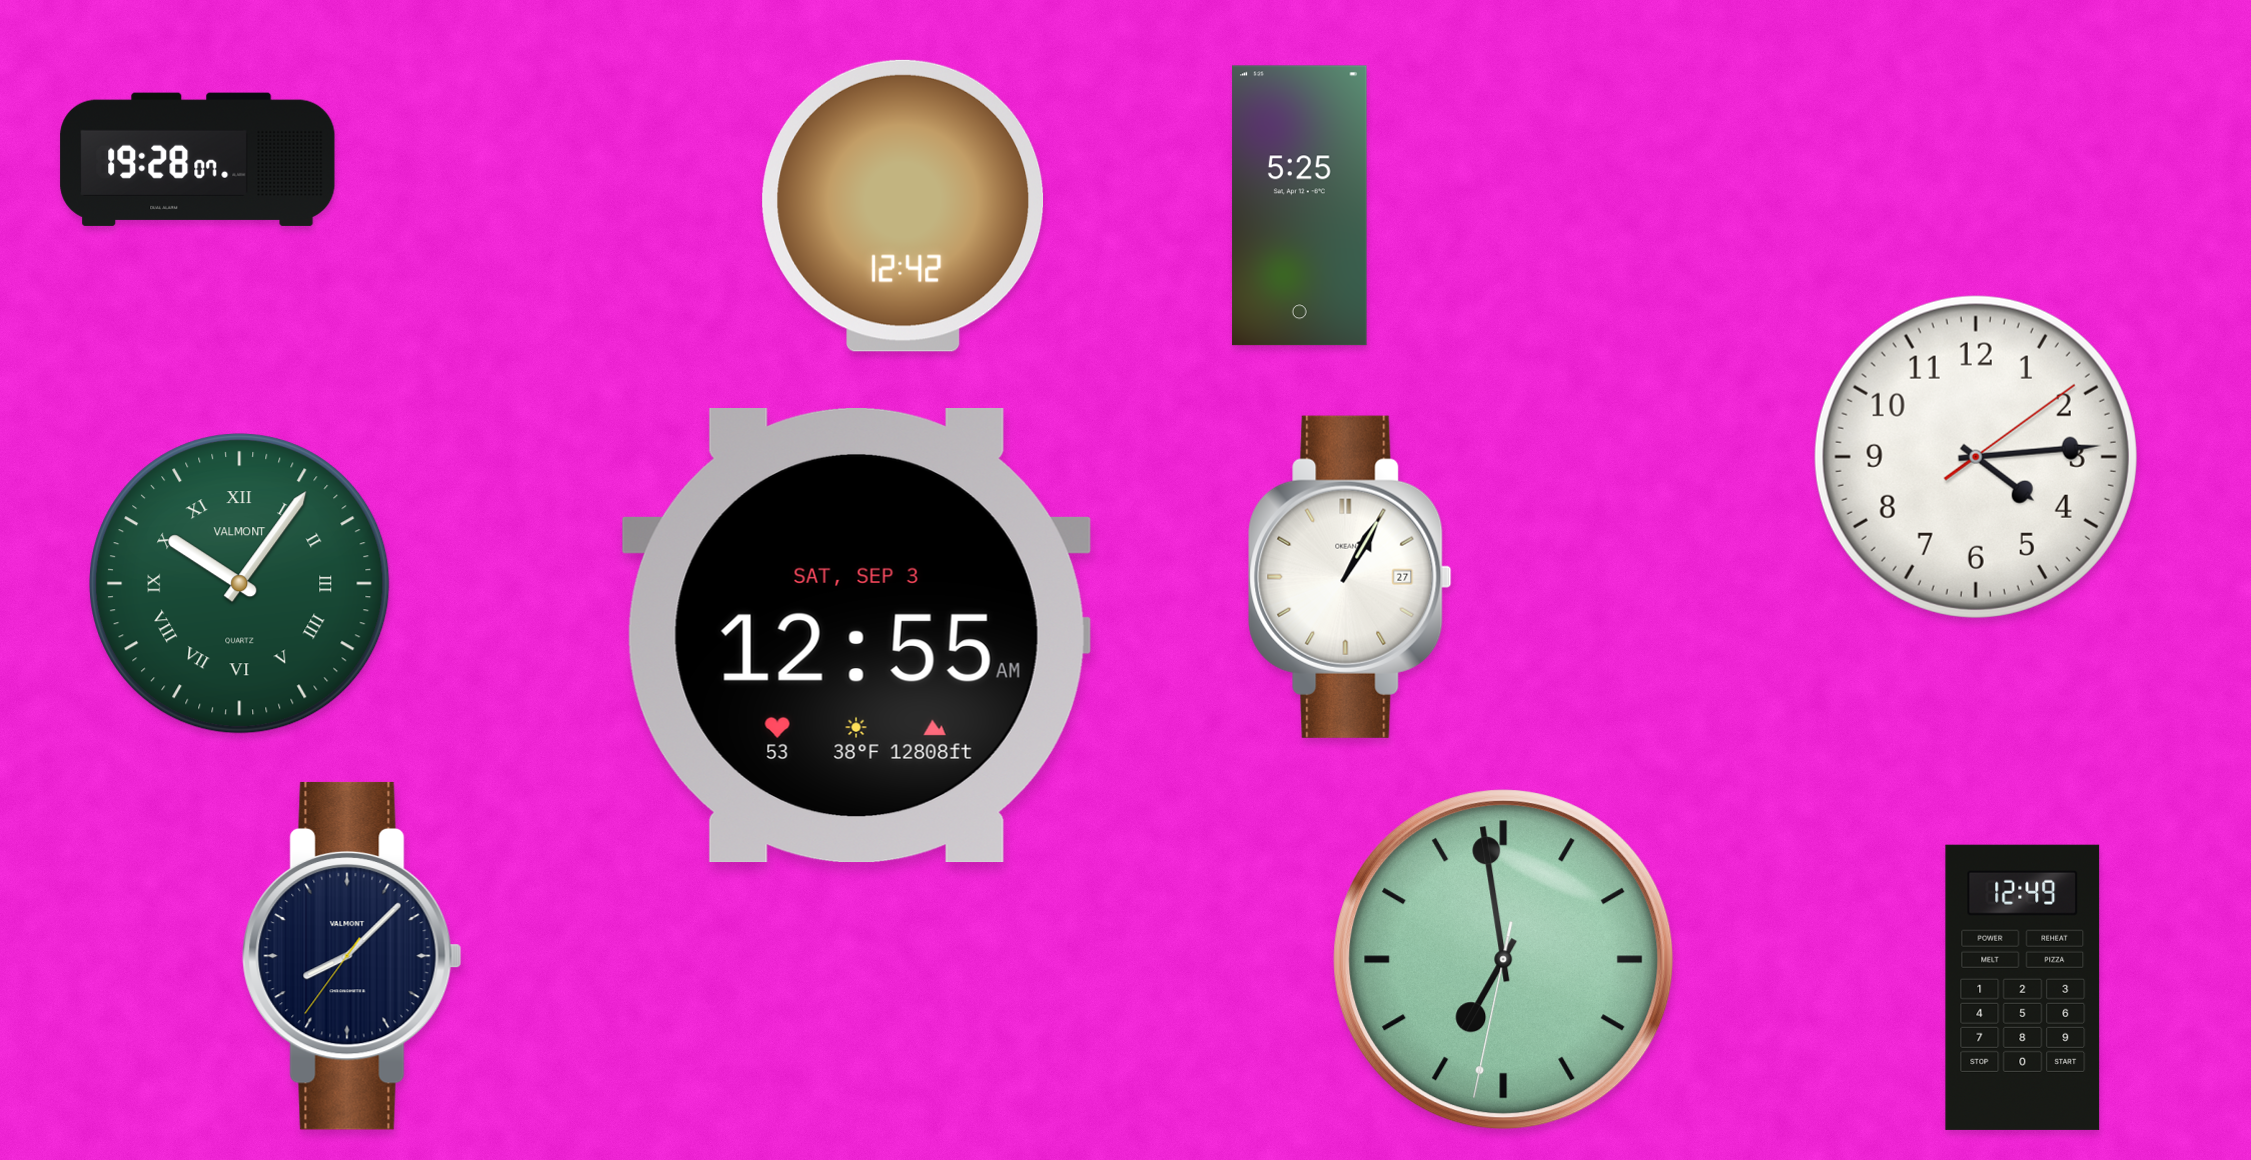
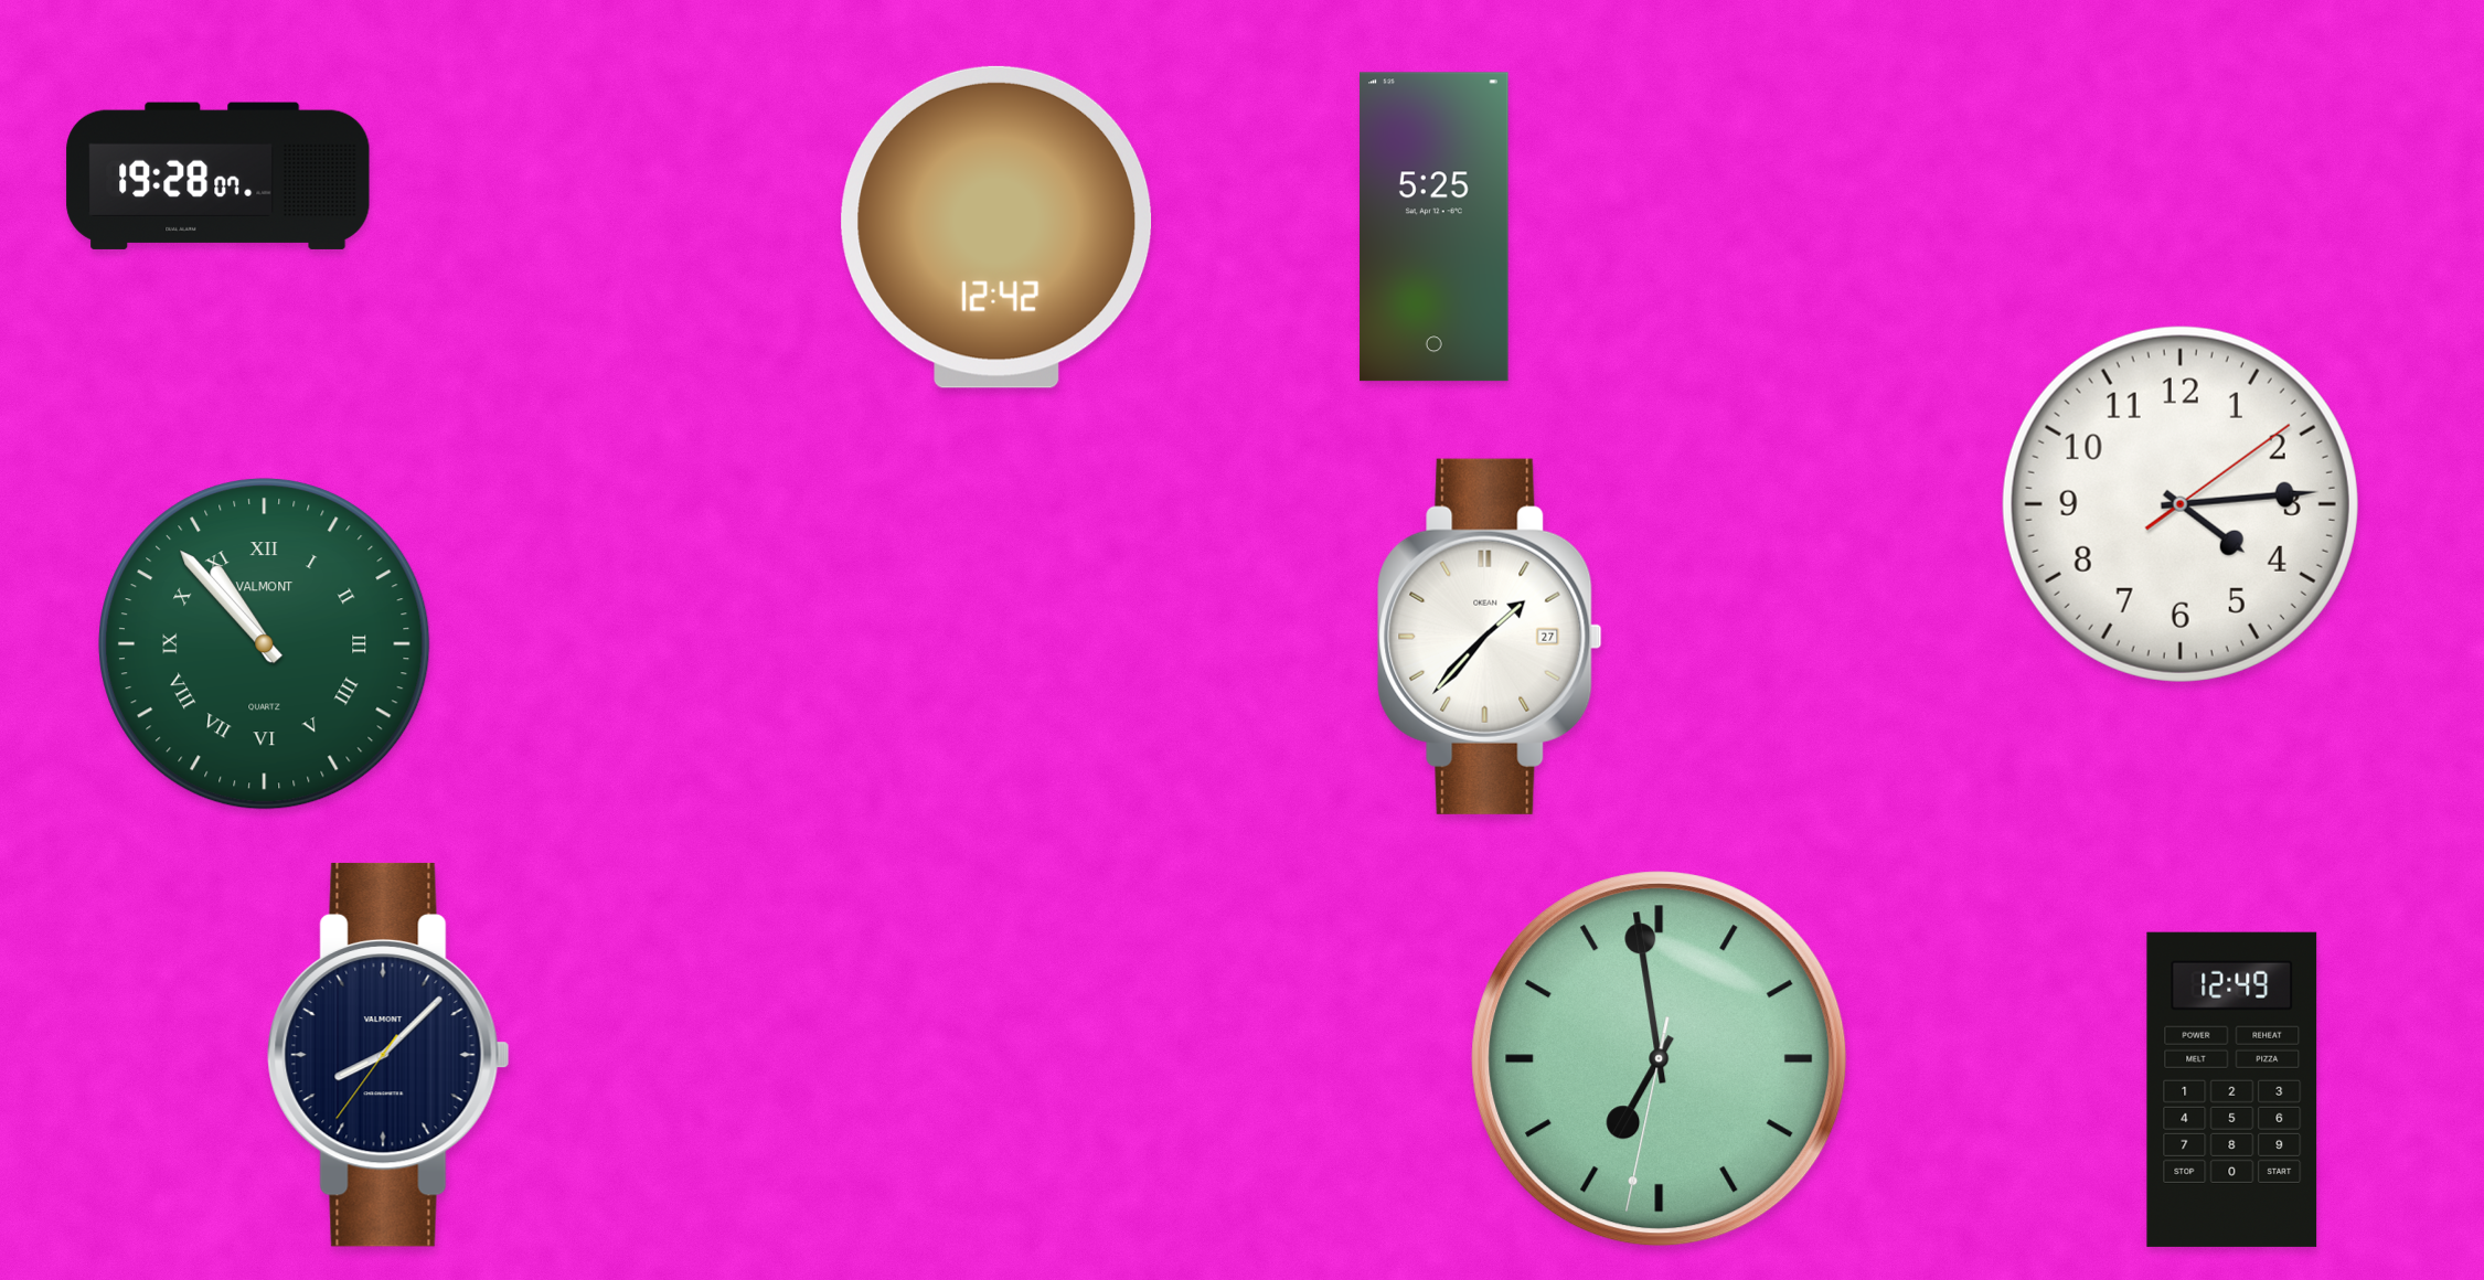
clock at (1350, 577): 1:05 -> 1:37
clock at (240, 584): 10:06 -> 10:53
clock at (856, 636): 12:55 -> none
